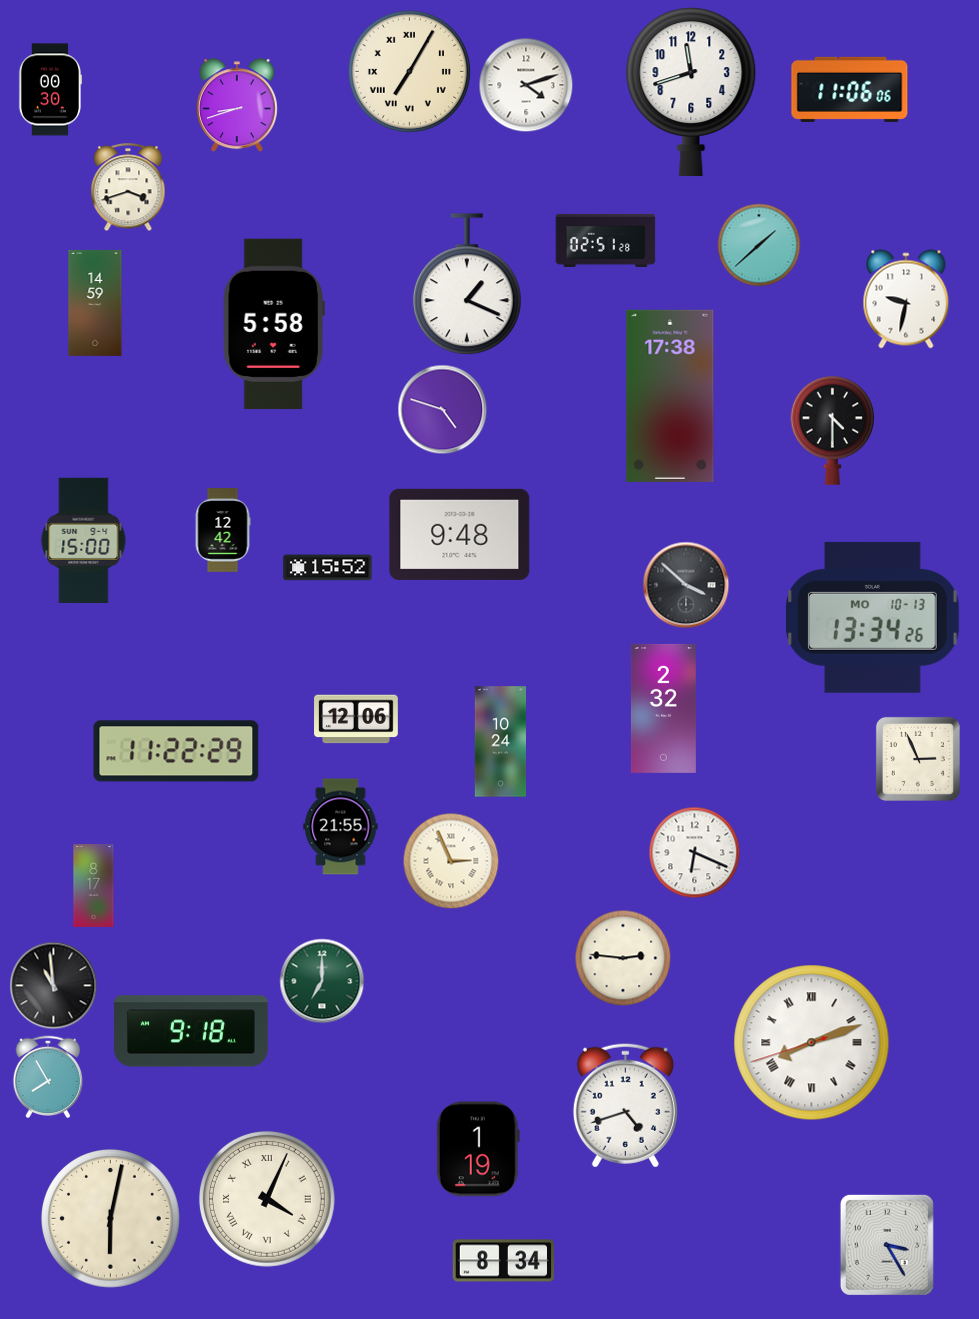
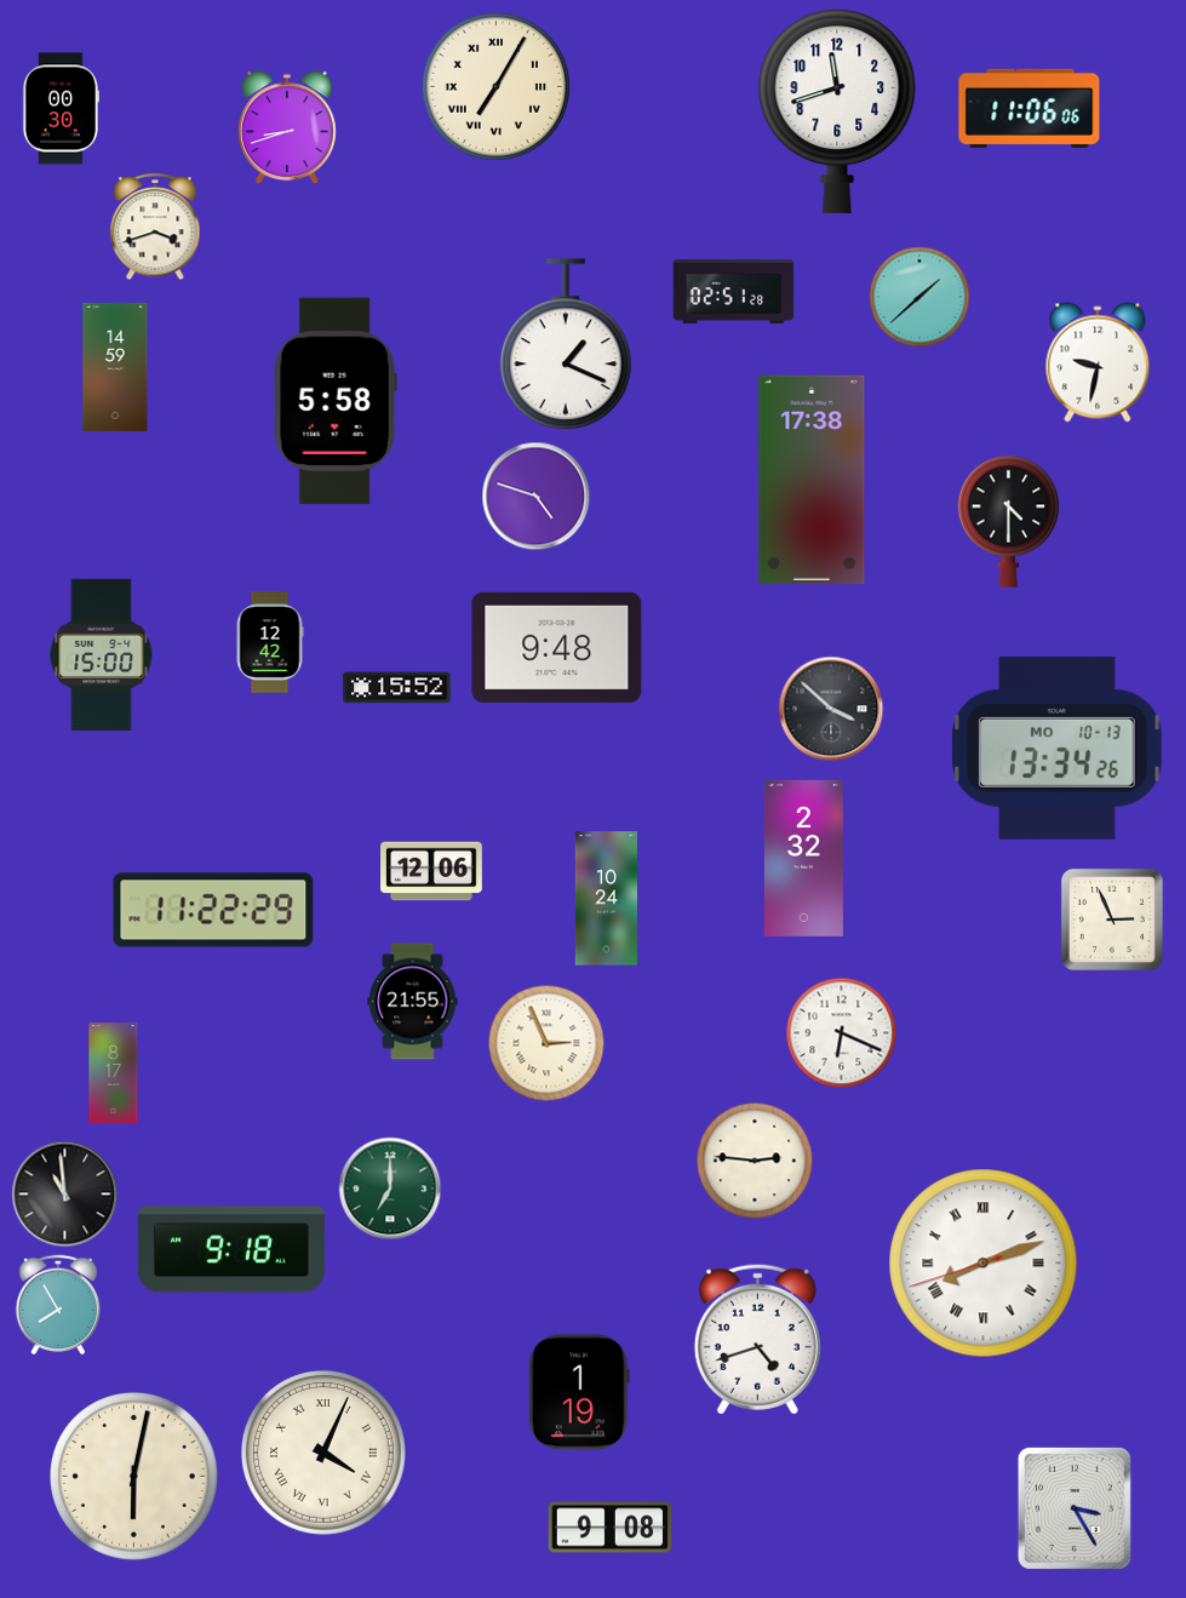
clock at (526, 85): 4:12 -> none
clock at (274, 324) position: (274, 324) -> (336, 401)
clock at (504, 1261): 8:34 -> 9:08
